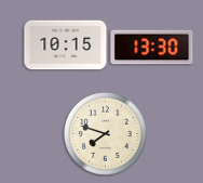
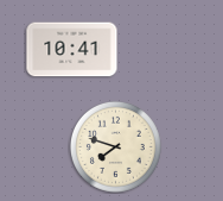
clock at (66, 45): 10:15 -> 10:41
clock at (152, 48): 13:30 -> none
